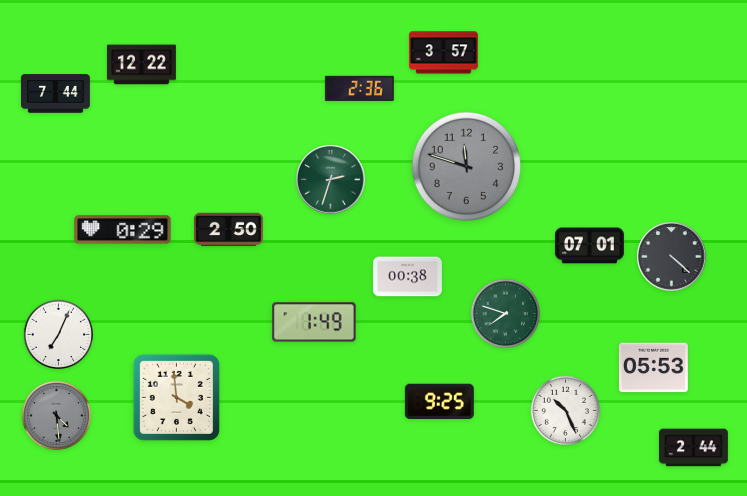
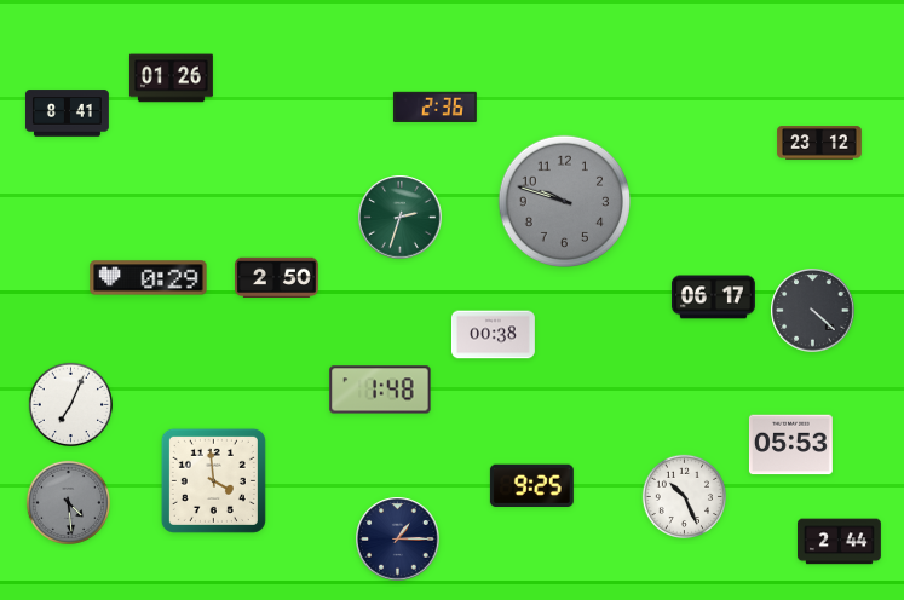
clock at (443, 53): 3:57 -> none
clock at (141, 65): 12:22 -> 01:26
clock at (55, 94): 7:44 -> 8:41
clock at (819, 143): none -> 23:12
clock at (466, 166): 11:48 -> 9:48
clock at (589, 246): 07:01 -> 06:17
clock at (506, 314): 7:48 -> none
clock at (314, 322): 1:49 -> 1:48
clock at (398, 540): none -> 1:15
